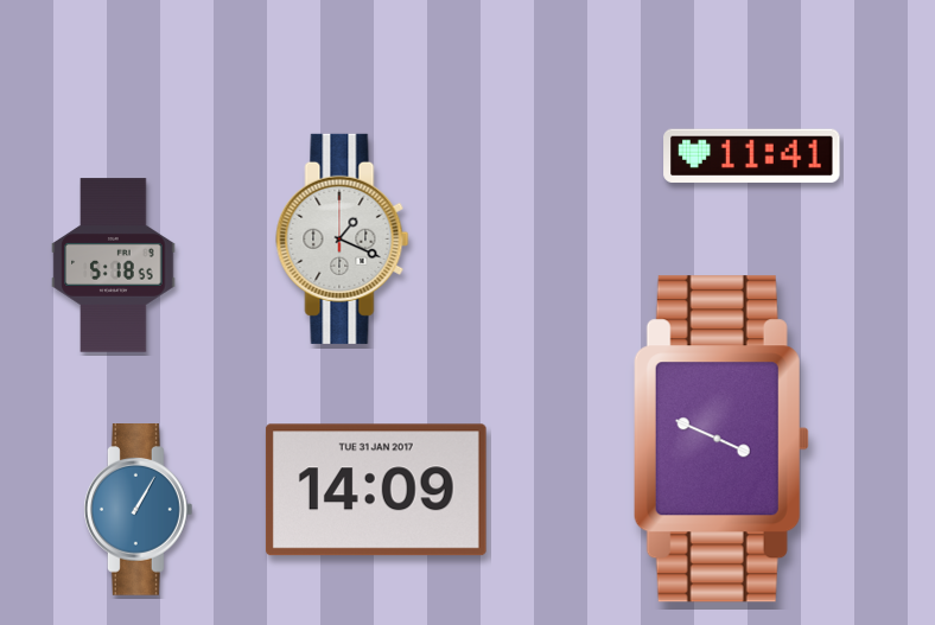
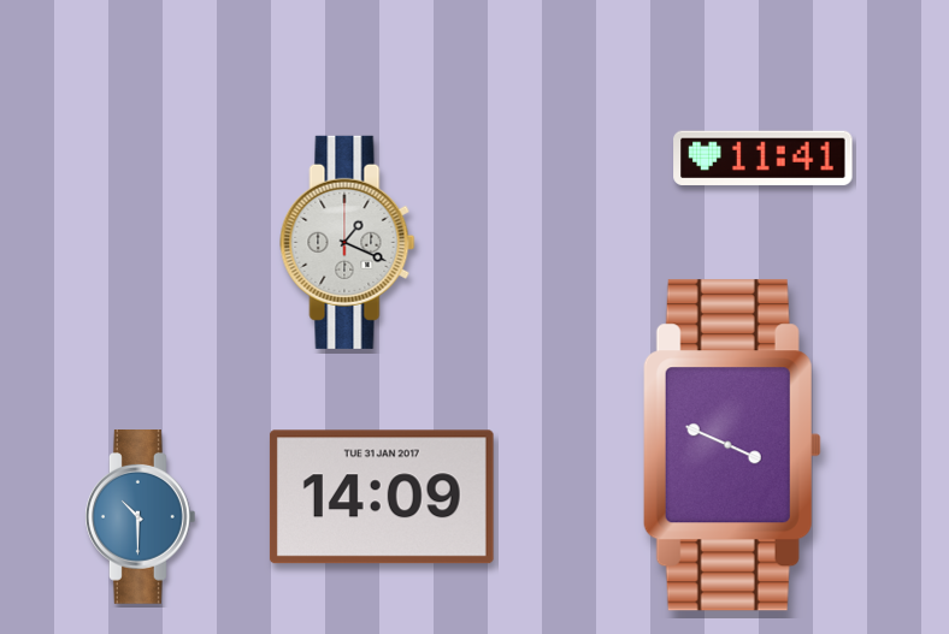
clock at (114, 266): 5:18 -> none
clock at (138, 510): 1:05 -> 10:30
